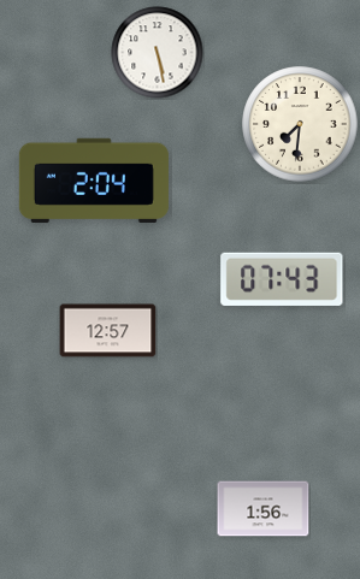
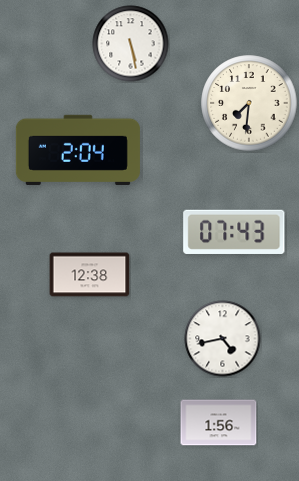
clock at (108, 331): 12:57 -> 12:38
clock at (223, 339): none -> 4:43
